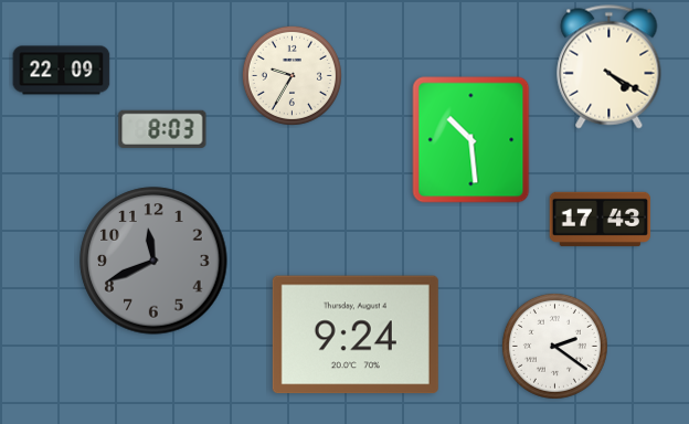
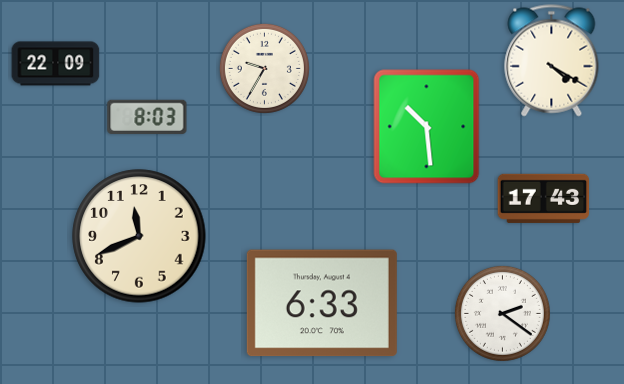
clock at (153, 261) dial: grey -> cream
clock at (356, 335): 9:24 -> 6:33
